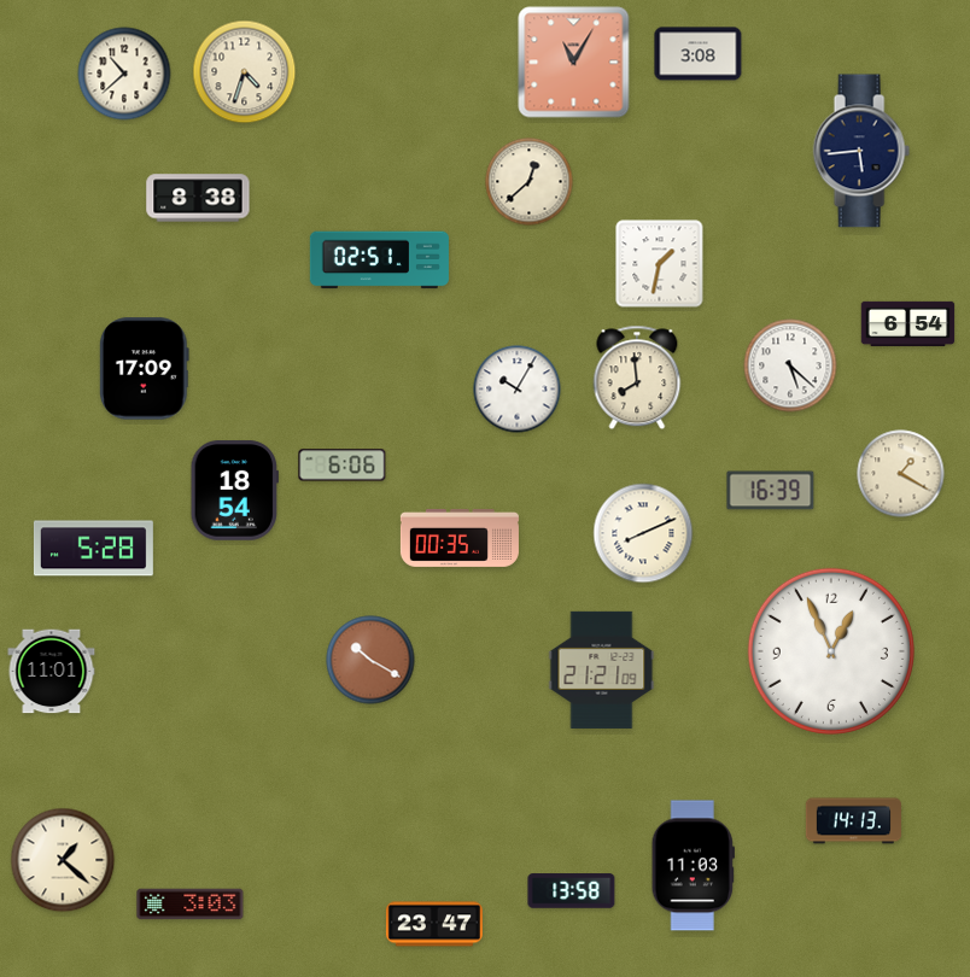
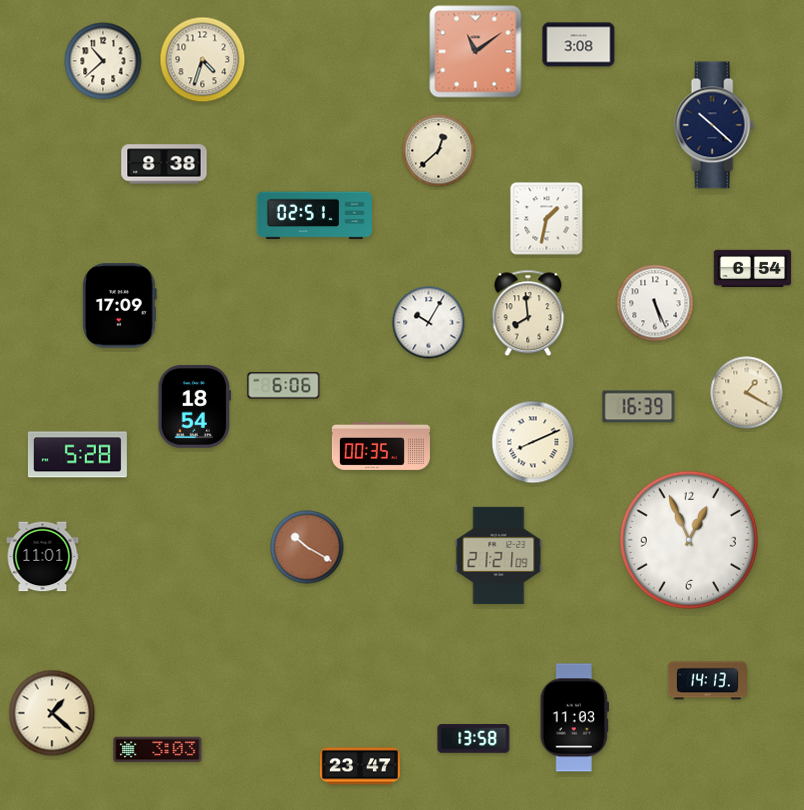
clock at (574, 63): 11:05 -> 11:09
clock at (861, 151): 5:44 -> 10:22
clock at (790, 365): 5:22 -> 5:26
